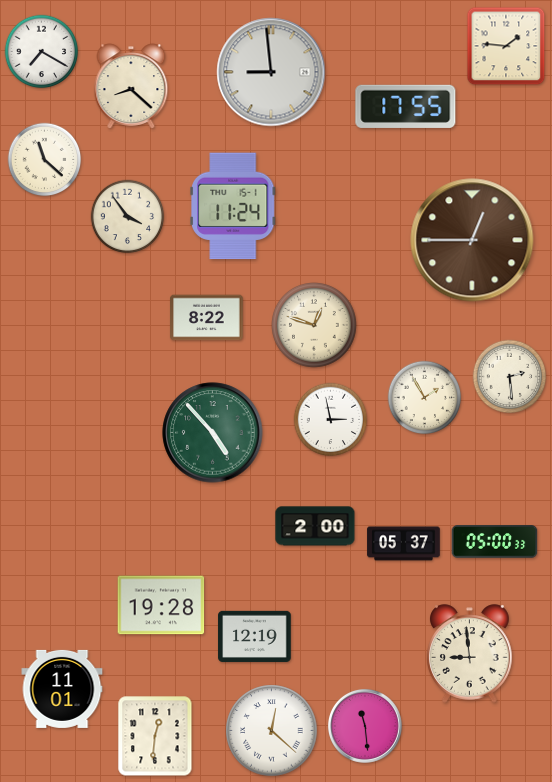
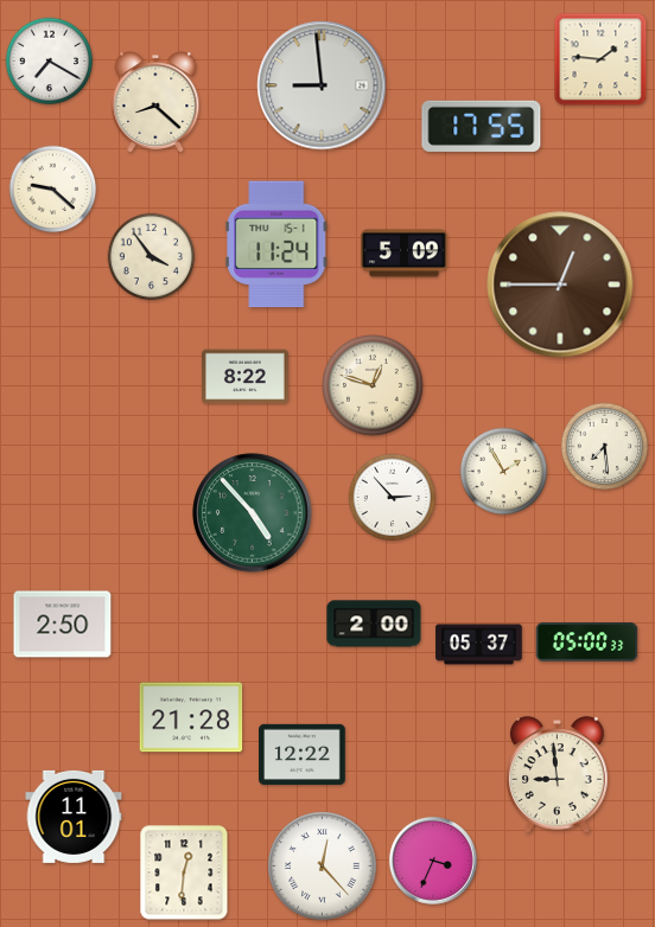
clock at (506, 46) position: (506, 46) -> (600, 59)
clock at (45, 160): 11:22 -> 9:22
clock at (405, 254): none -> 5:09
clock at (510, 377): 2:29 -> 7:29
clock at (331, 420): 2:58 -> 2:53
clock at (63, 625): none -> 2:50
clock at (161, 605): 19:28 -> 21:28
clock at (255, 636): 12:19 -> 12:22
clock at (365, 726): 11:29 -> 3:34
clock at (272, 731): 12:22 -> 12:23
